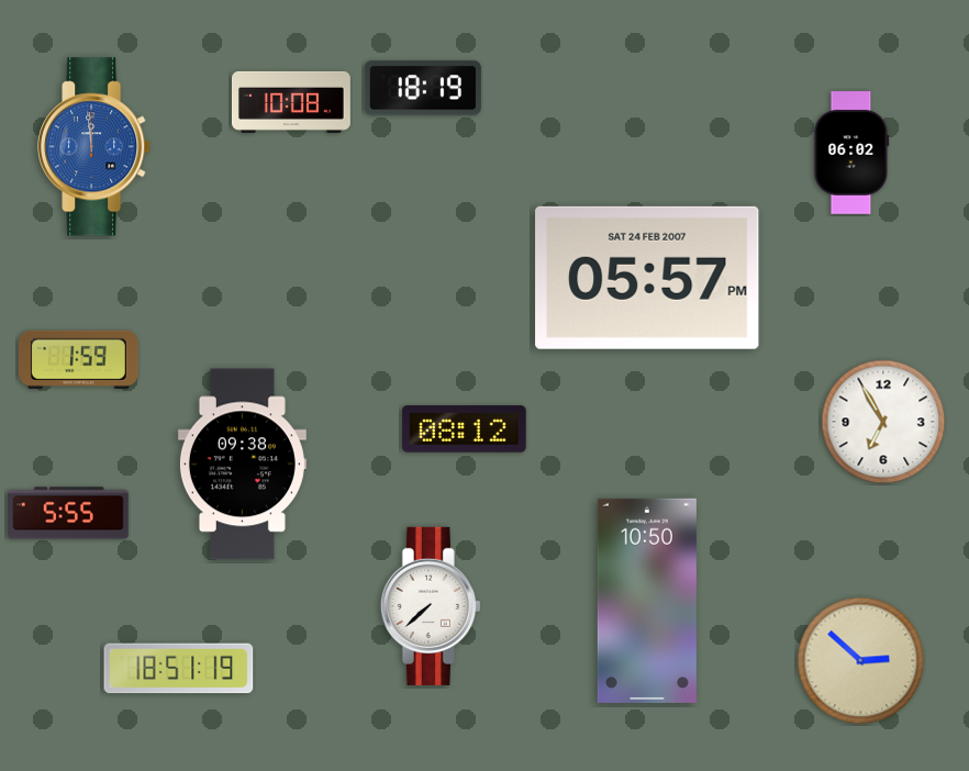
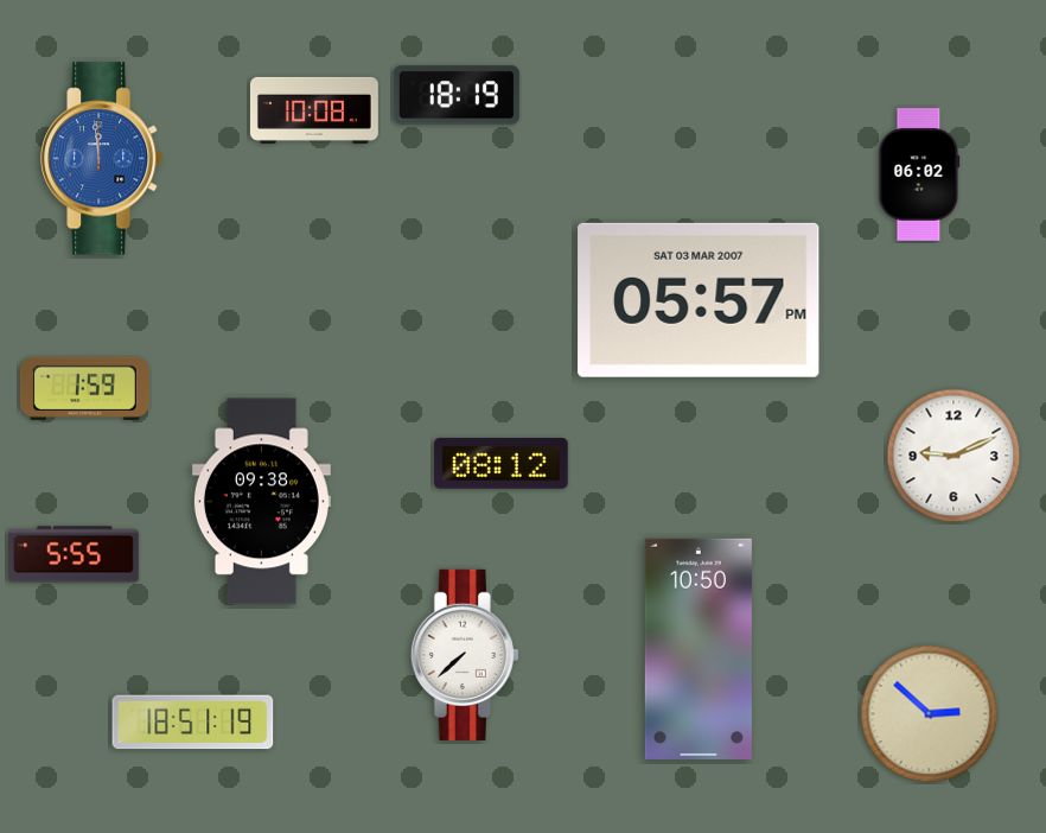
clock at (851, 153) position: (851, 153) -> (919, 174)
clock at (647, 278) date: SAT 24 FEB 2007 -> SAT 03 MAR 2007
clock at (883, 422): 6:55 -> 9:11
